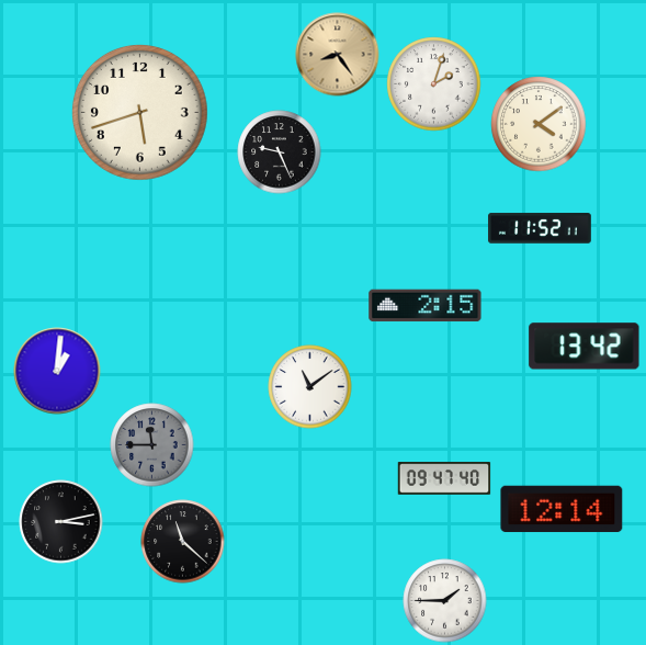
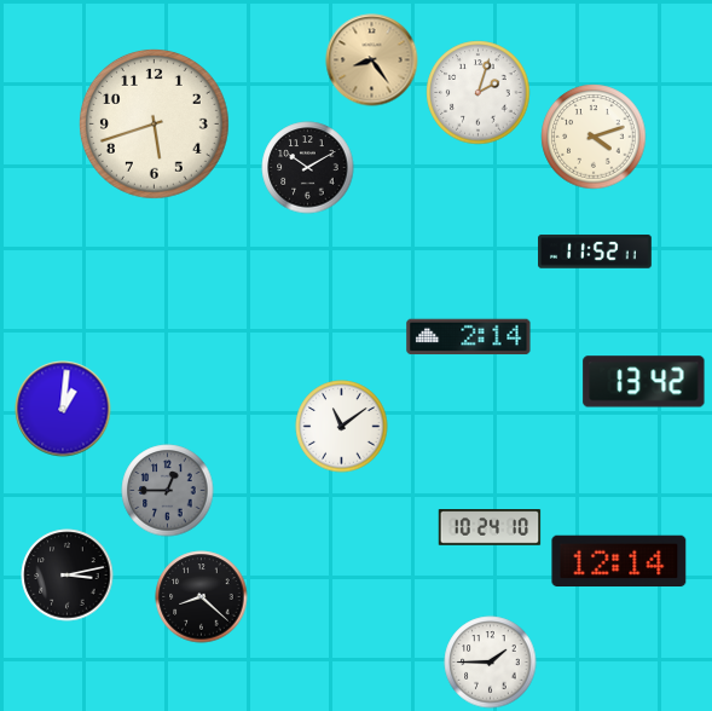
clock at (539, 124): 4:09 -> 4:12
clock at (280, 152): 9:26 -> 10:10
clock at (426, 306): 2:15 -> 2:14
clock at (152, 445): 11:45 -> 12:45
clock at (444, 478): 09:47 -> 10:24
clock at (183, 542): 11:22 -> 8:22
